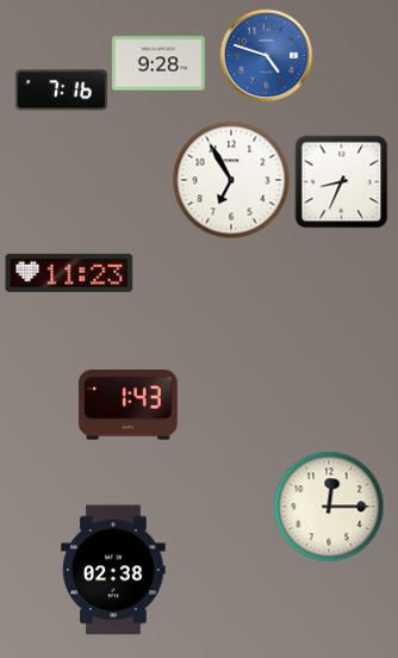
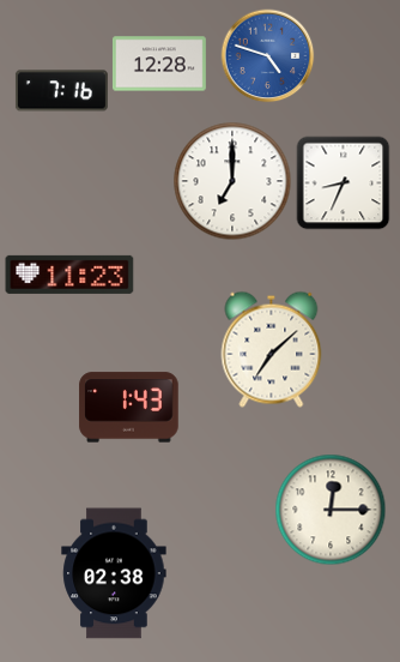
clock at (158, 63): 9:28 -> 12:28
clock at (231, 180): 6:55 -> 7:00
clock at (272, 349): none -> 7:08
